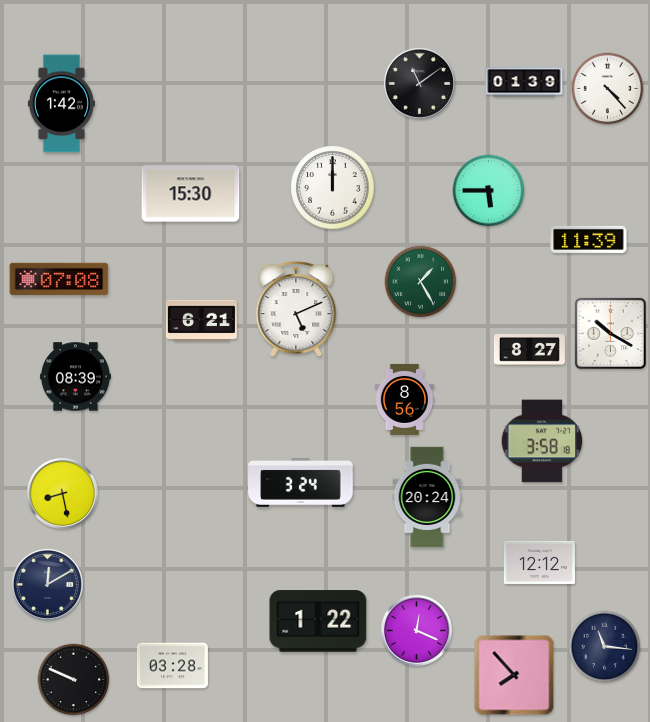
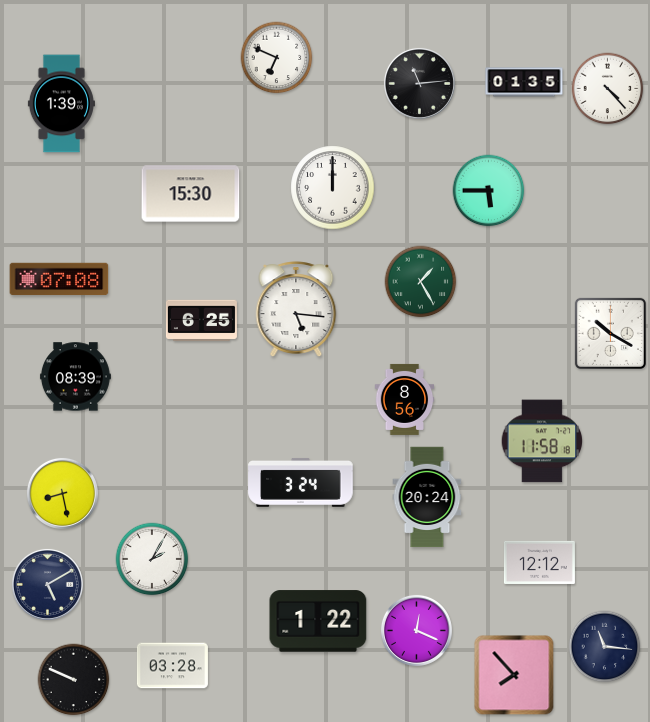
clock at (277, 58): none -> 6:49
clock at (524, 82): 01:39 -> 01:35
clock at (419, 83): 11:09 -> 11:14
clock at (61, 104): 1:42 -> 1:39
clock at (589, 239): 11:39 -> none
clock at (296, 309): 5:11 -> 5:16
clock at (201, 321): 6:21 -> 6:25
clock at (529, 350): 8:27 -> none
clock at (542, 441): 3:58 -> 11:58
clock at (152, 559): none -> 2:05
clock at (47, 584): 12:10 -> 5:10
